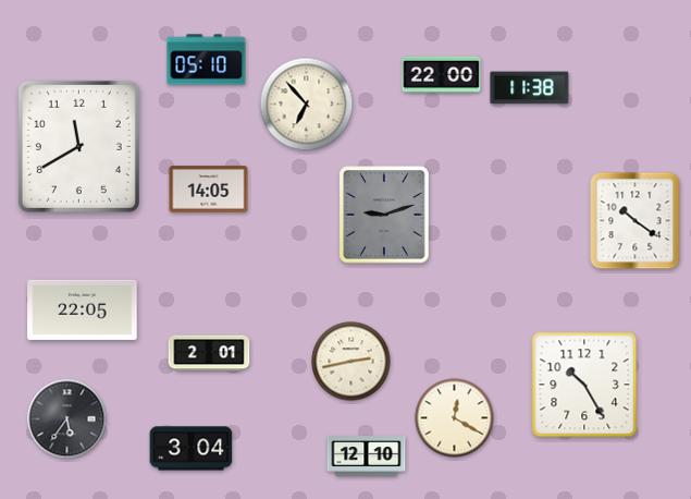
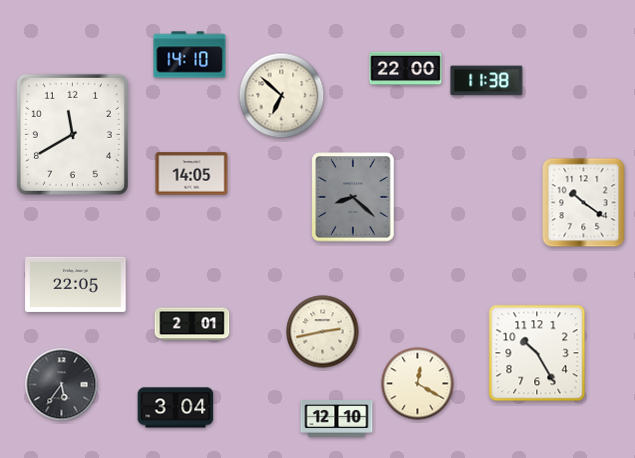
clock at (207, 60): 05:10 -> 14:10
clock at (307, 105): 6:53 -> 6:52
clock at (384, 215): 9:12 -> 8:22
clock at (192, 449) position: (192, 449) -> (176, 408)
